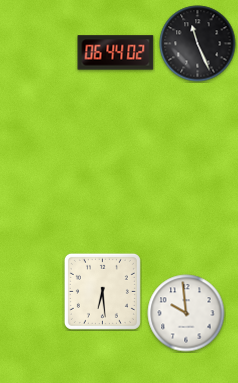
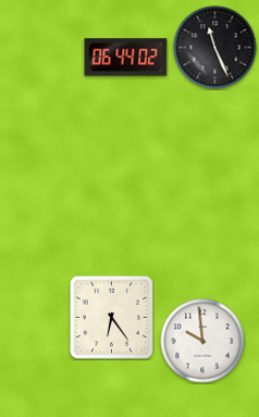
clock at (102, 291): 6:29 -> 6:24
